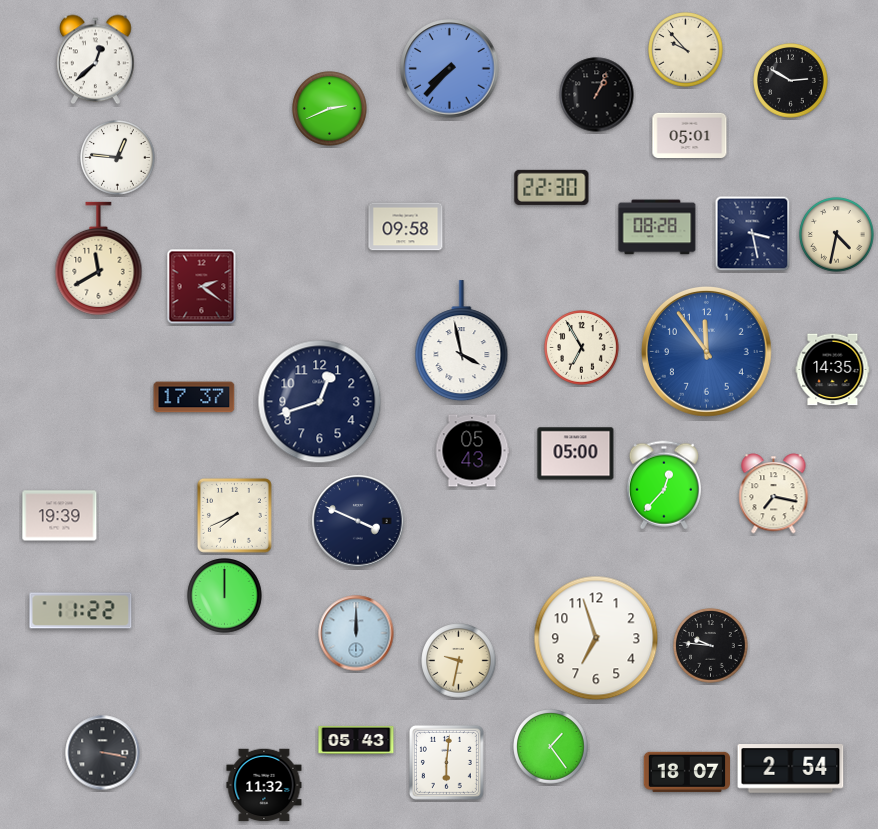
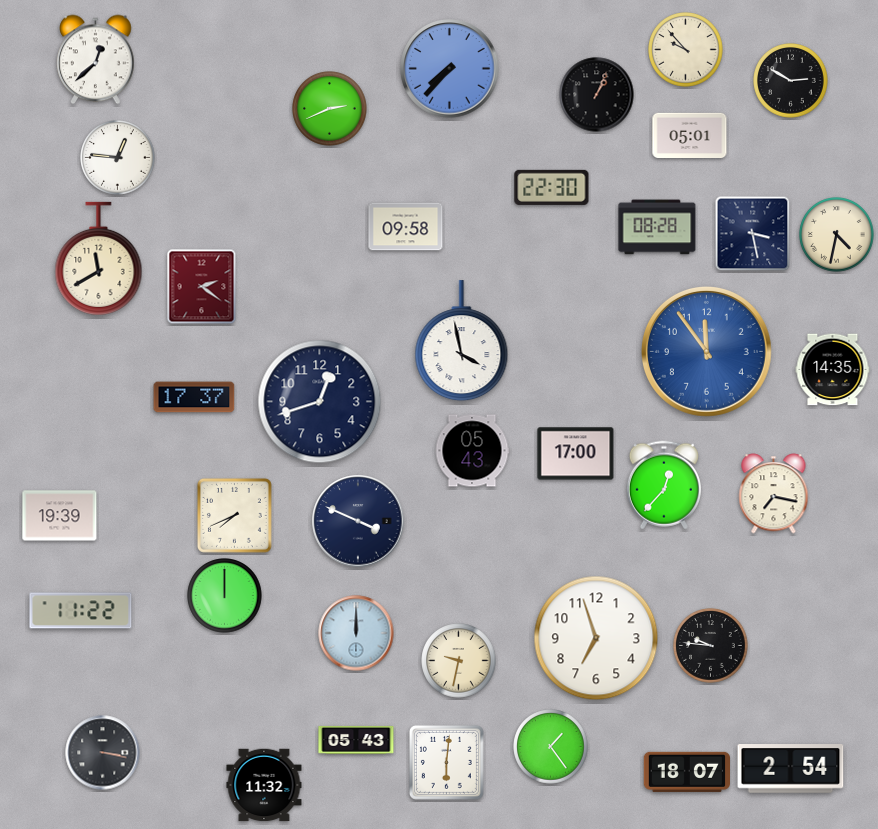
clock at (582, 348): 6:55 -> none
clock at (576, 454): 05:00 -> 17:00
